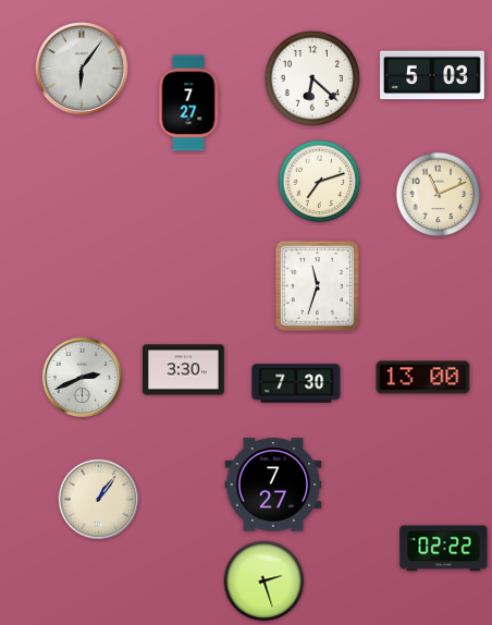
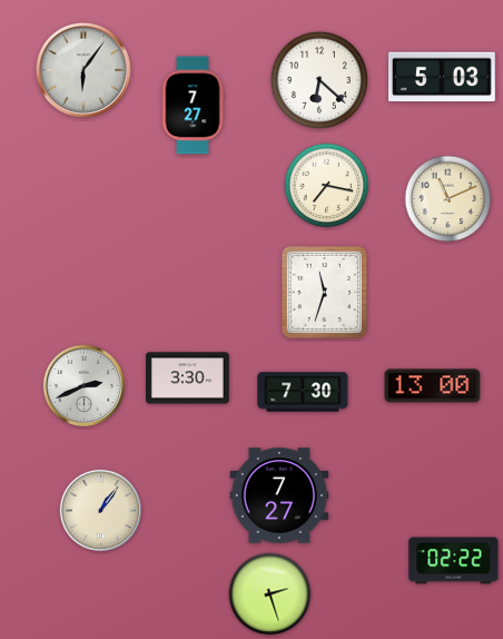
clock at (320, 182): 7:12 -> 7:17
